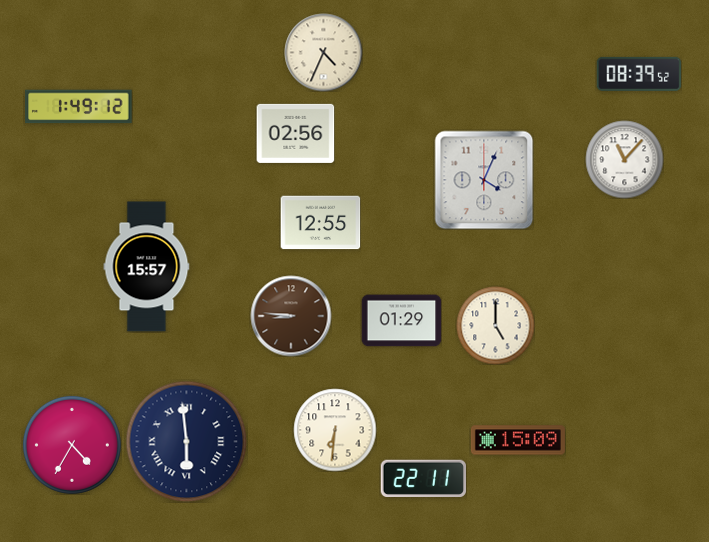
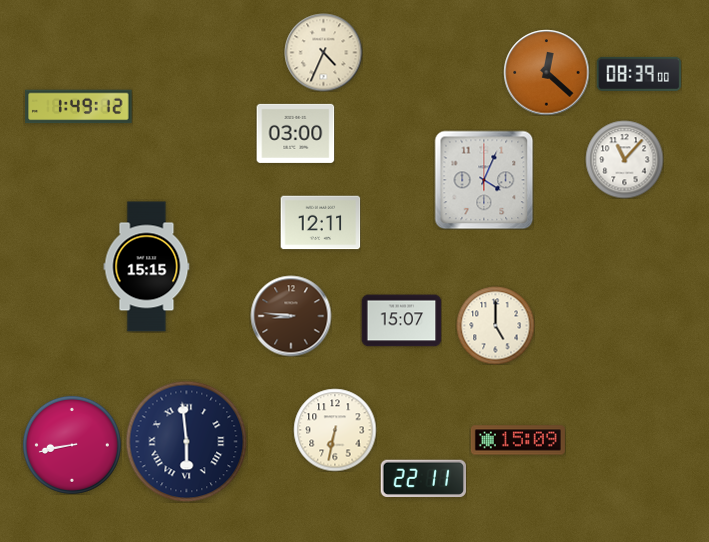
clock at (546, 72): none -> 12:22
clock at (639, 74): 08:39:52 -> 08:39:00
clock at (295, 133): 02:56 -> 03:00
clock at (320, 223): 12:55 -> 12:11
clock at (147, 267): 15:57 -> 15:15
clock at (401, 321): 01:29 -> 15:07
clock at (335, 430): 6:31 -> 6:32
clock at (72, 445): 4:35 -> 8:43
